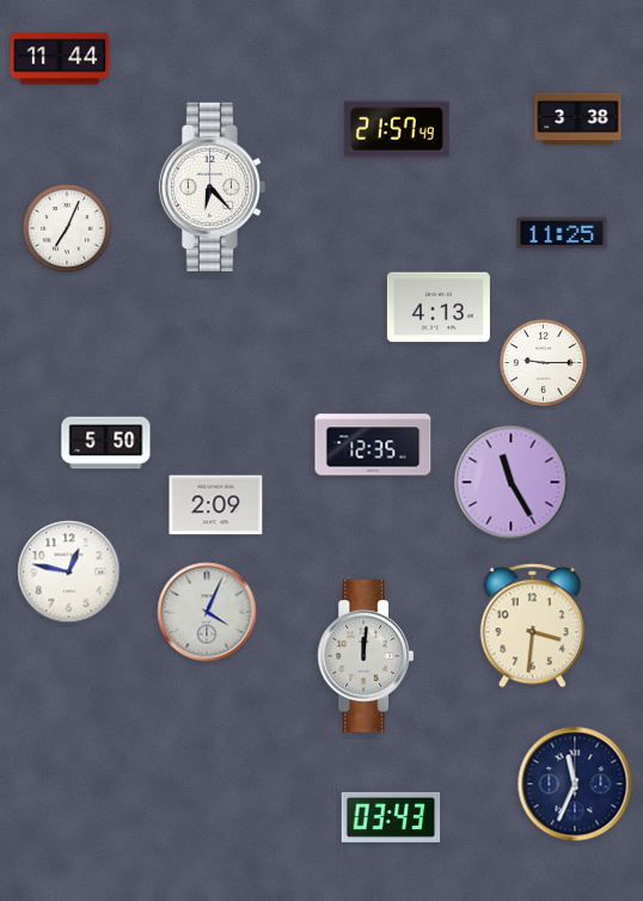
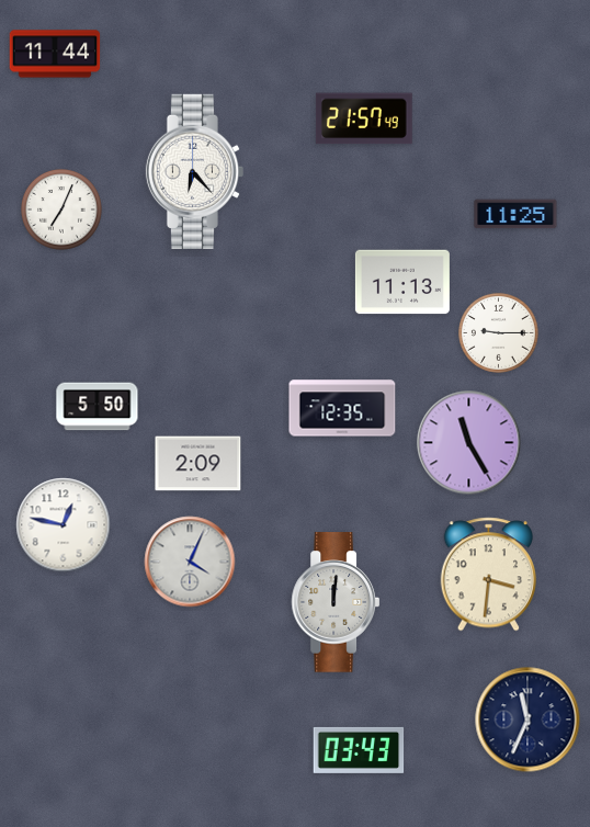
clock at (578, 119): 3:38 -> none
clock at (439, 307): 4:13 -> 11:13
